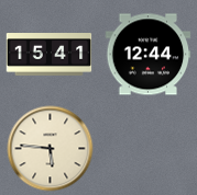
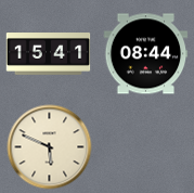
clock at (147, 55): 12:44 -> 08:44
clock at (50, 148): 5:46 -> 5:49
